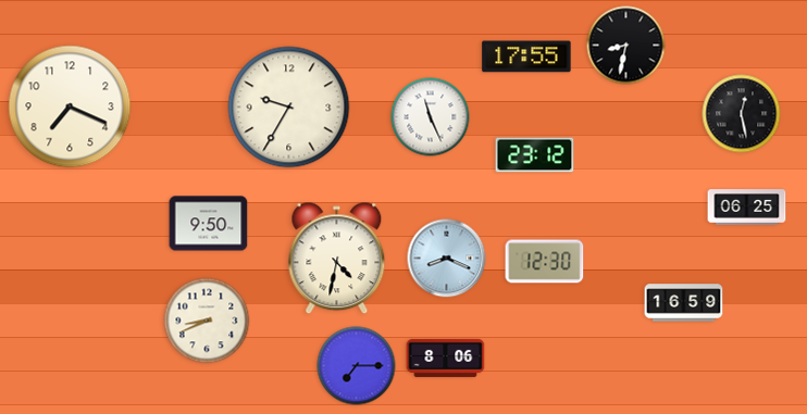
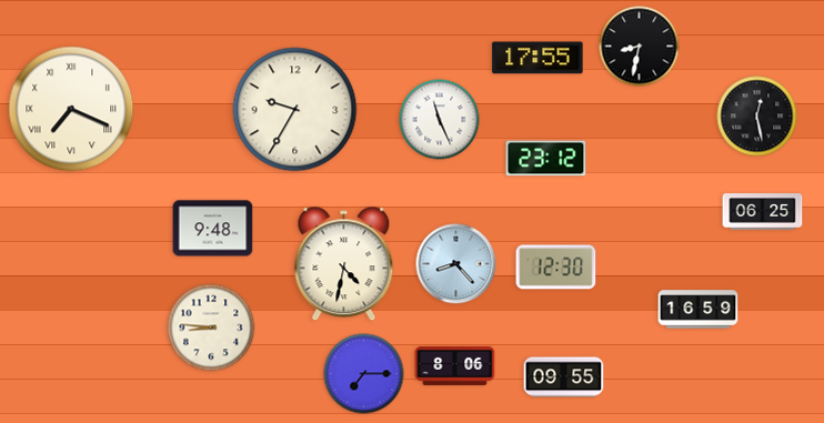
clock at (70, 106) numerals: Arabic -> Roman
clock at (209, 224): 9:50 -> 9:48
clock at (447, 259): 8:19 -> 8:23
clock at (207, 321): 8:41 -> 8:46
clock at (564, 377): none -> 09:55
